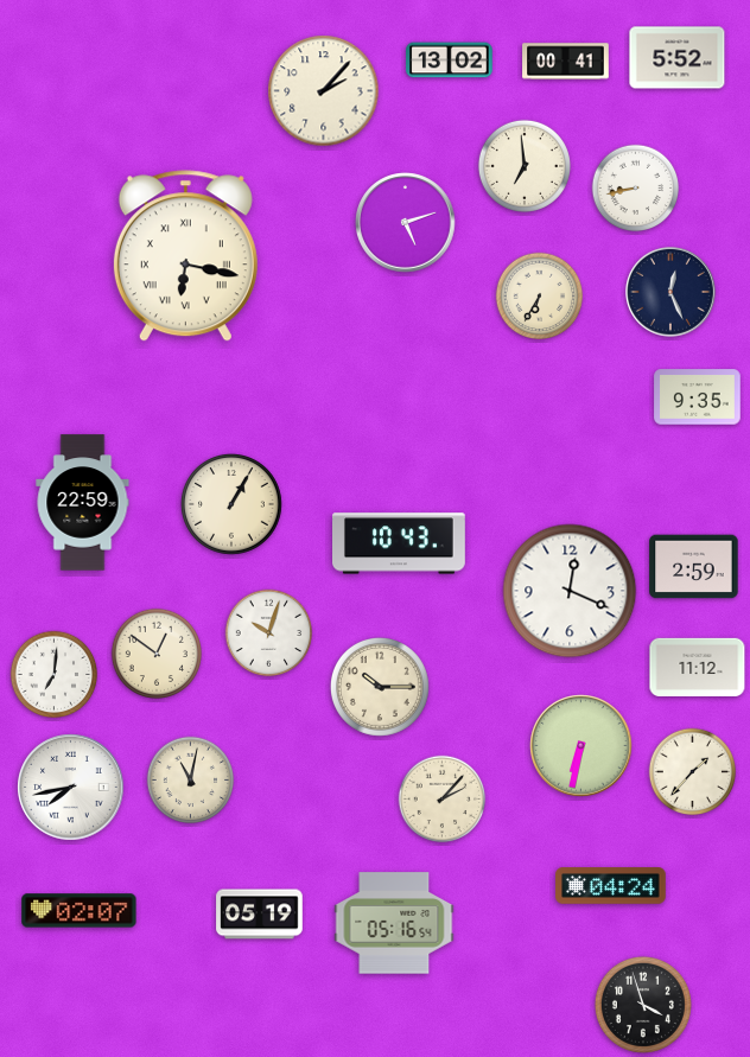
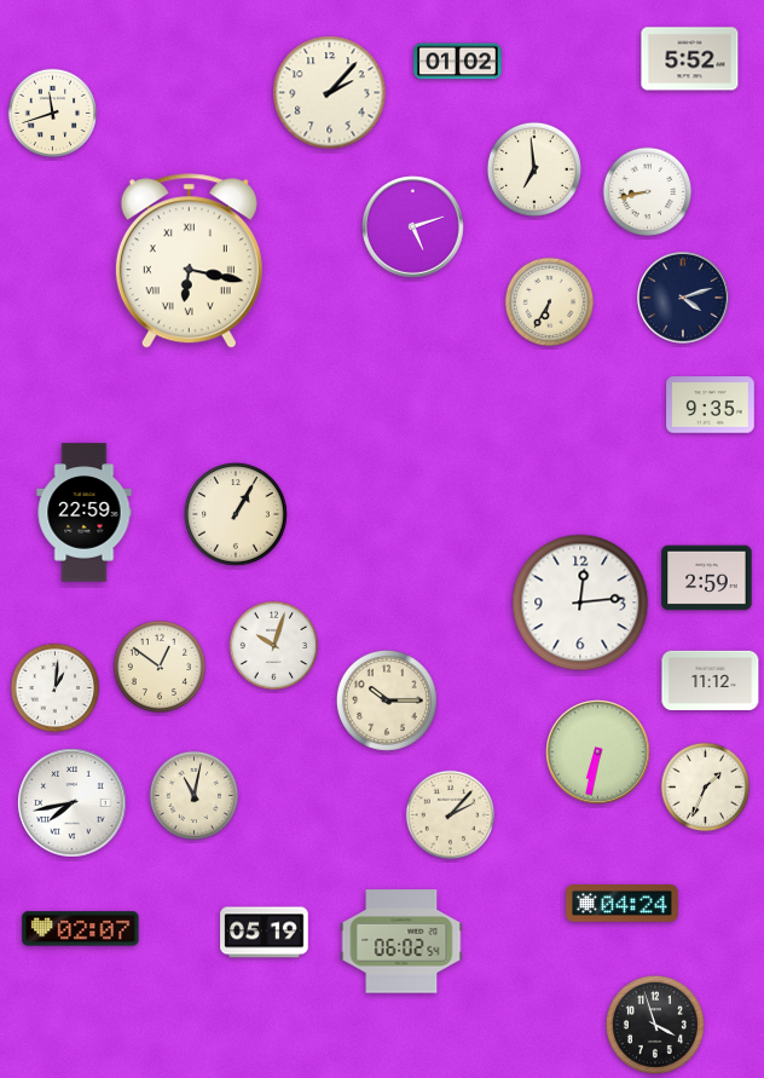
clock at (450, 61): 13:02 -> 01:02
clock at (566, 62): 00:41 -> none
clock at (53, 114): none -> 11:42
clock at (672, 293): 12:26 -> 4:12
clock at (400, 543): 10:43 -> none
clock at (570, 591): 12:19 -> 12:14
clock at (55, 675): 7:01 -> 1:01
clock at (581, 746) position: (581, 746) -> (598, 753)
clock at (693, 772): 1:37 -> 1:34
clock at (394, 923): 05:16 -> 06:02
